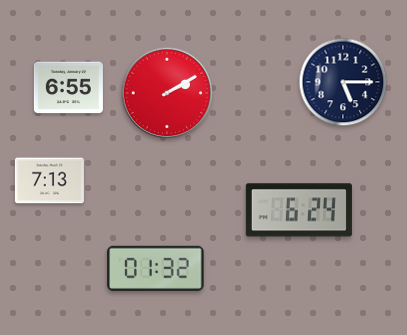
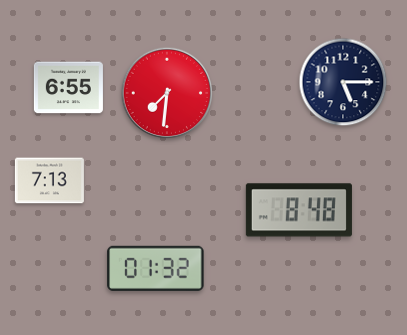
clock at (167, 93): 2:10 -> 7:31
clock at (299, 210): 6:24 -> 8:48
